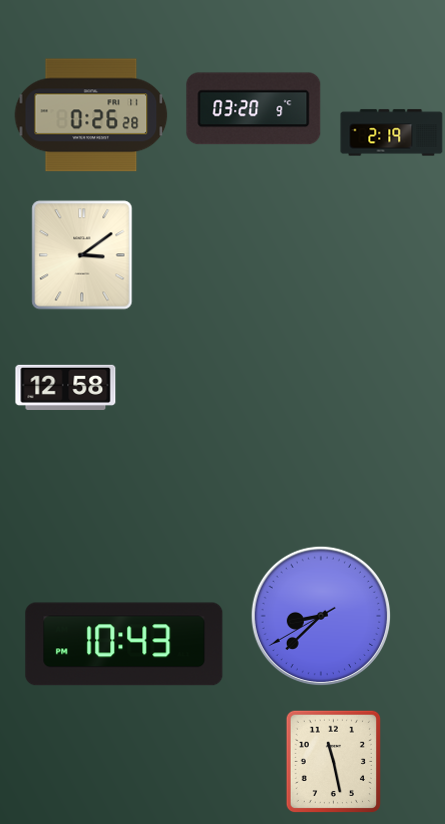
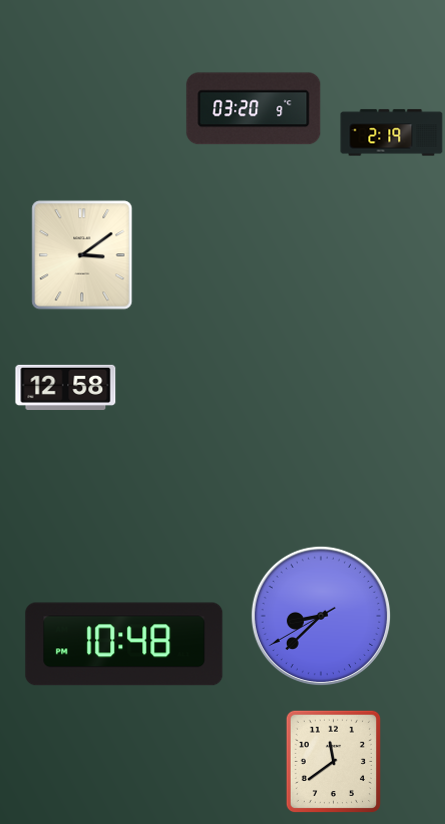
clock at (91, 115): 0:26 -> none
clock at (124, 644): 10:43 -> 10:48
clock at (333, 762): 11:28 -> 11:39
